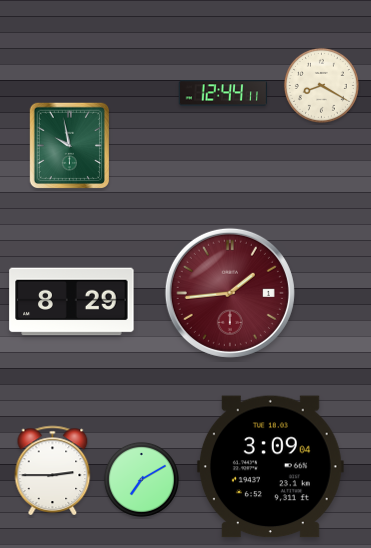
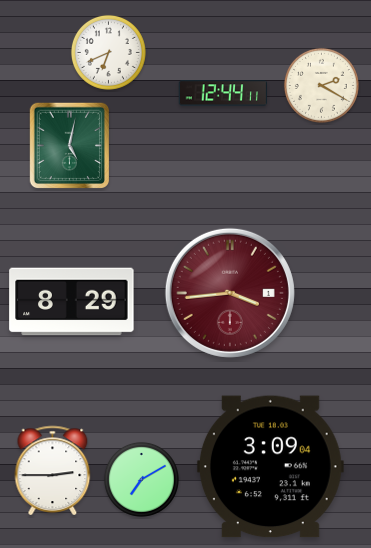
clock at (108, 52): none -> 6:41
clock at (321, 85): 8:20 -> 2:20
clock at (69, 145): 9:58 -> 5:02
clock at (230, 293): 1:44 -> 3:44
